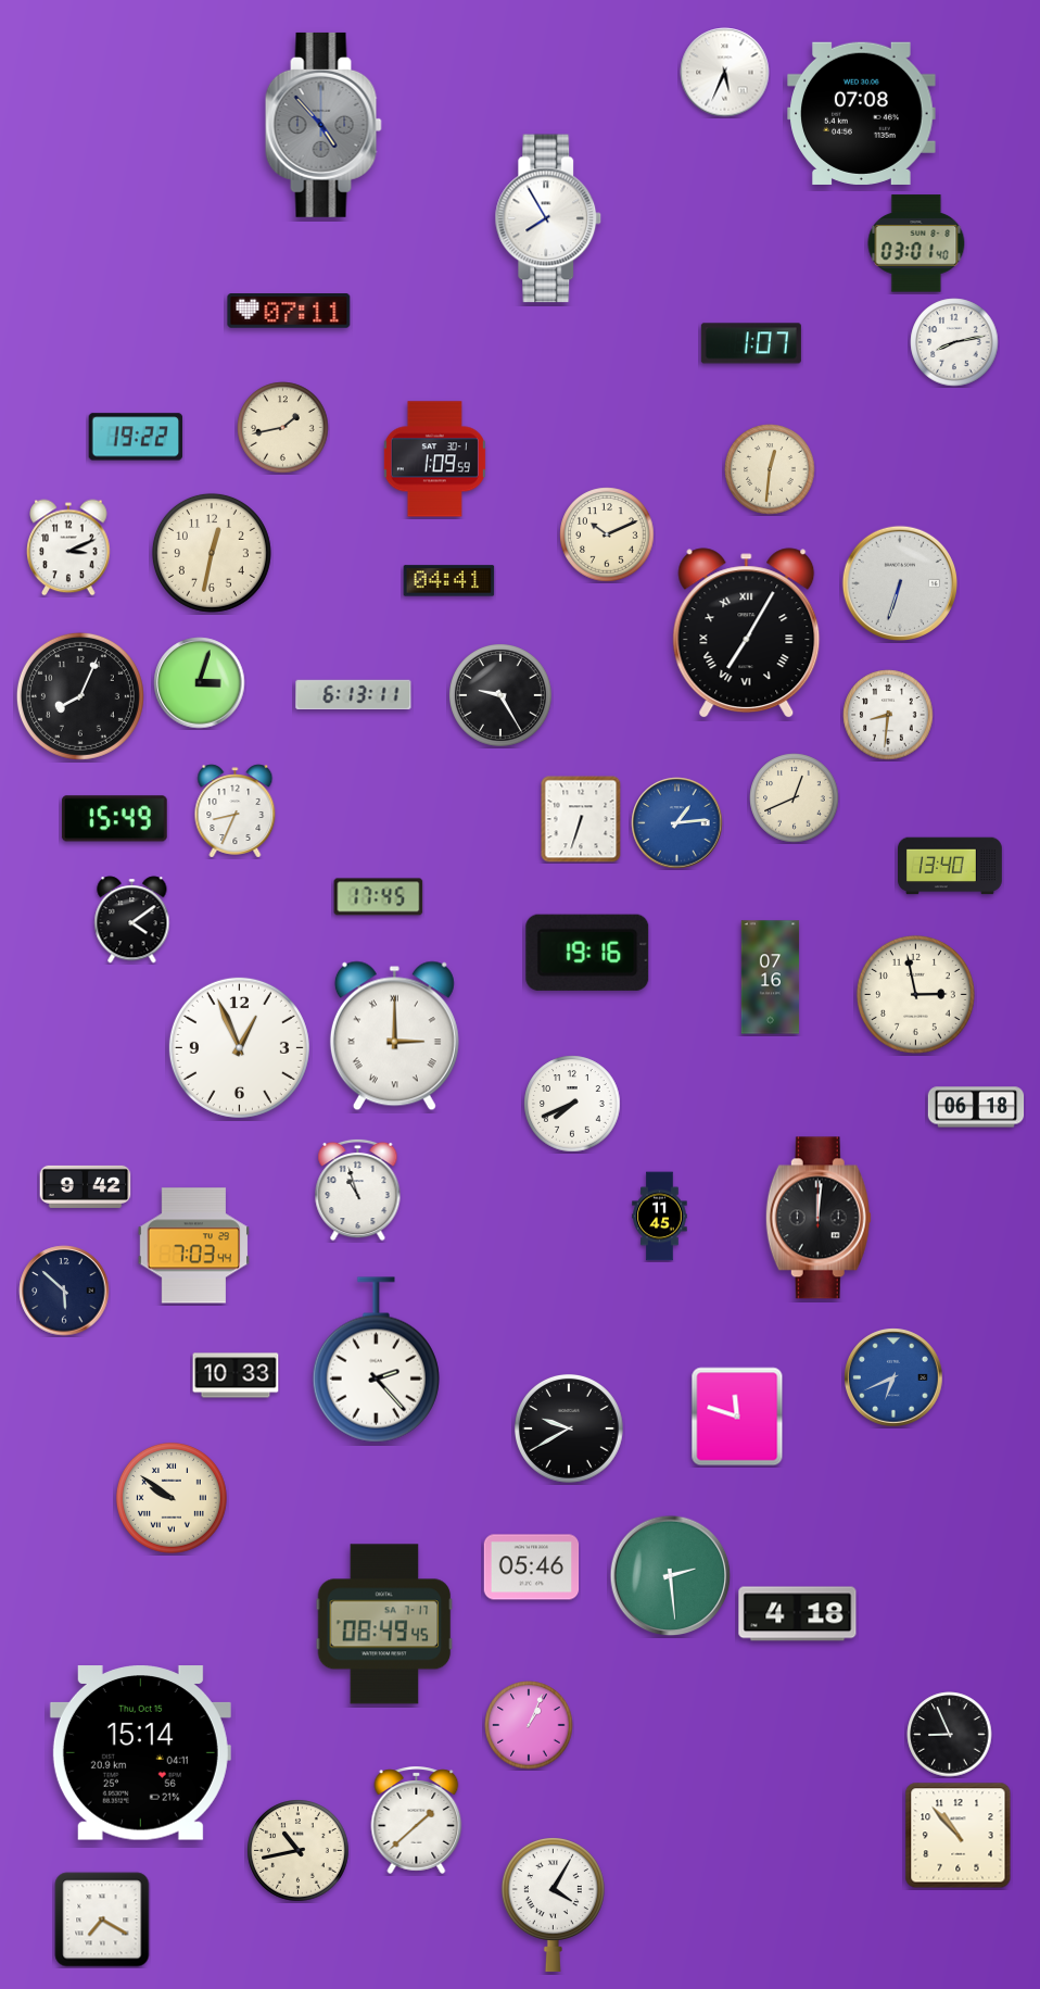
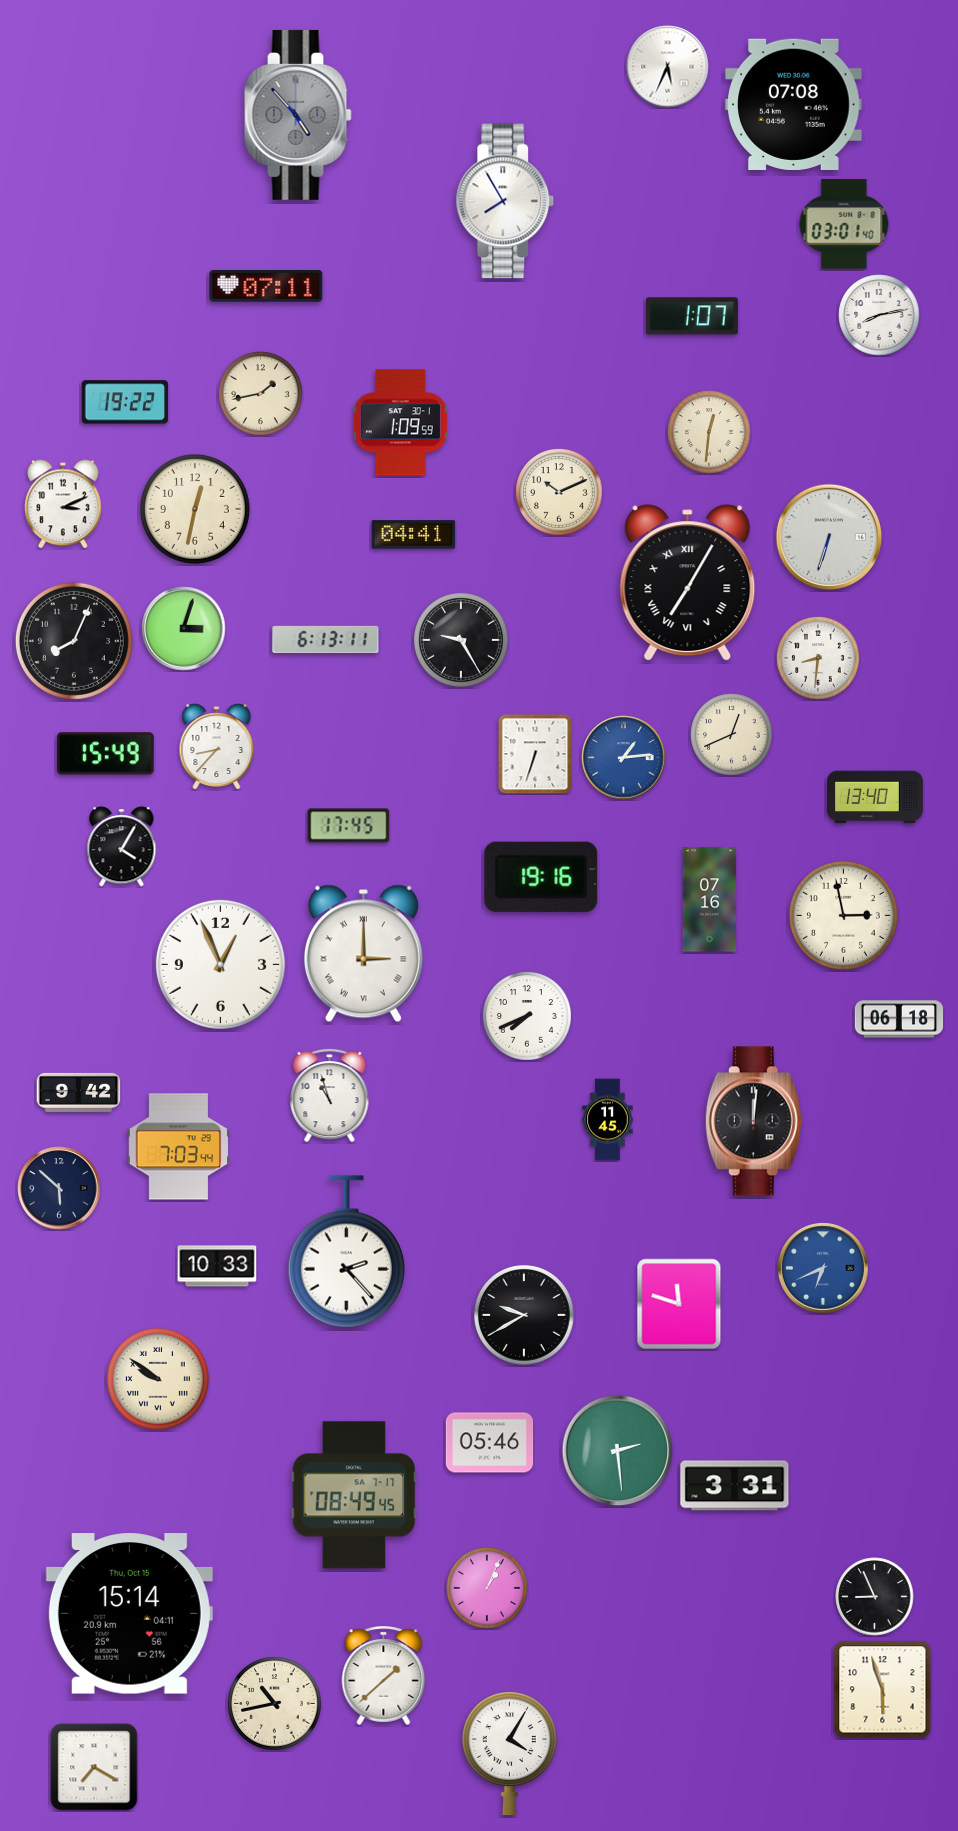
clock at (236, 811): 8:34 -> 8:37
clock at (132, 920): 4:09 -> 4:05
clock at (798, 1614): 4:18 -> 3:31
clock at (959, 1836): 10:53 -> 5:57
